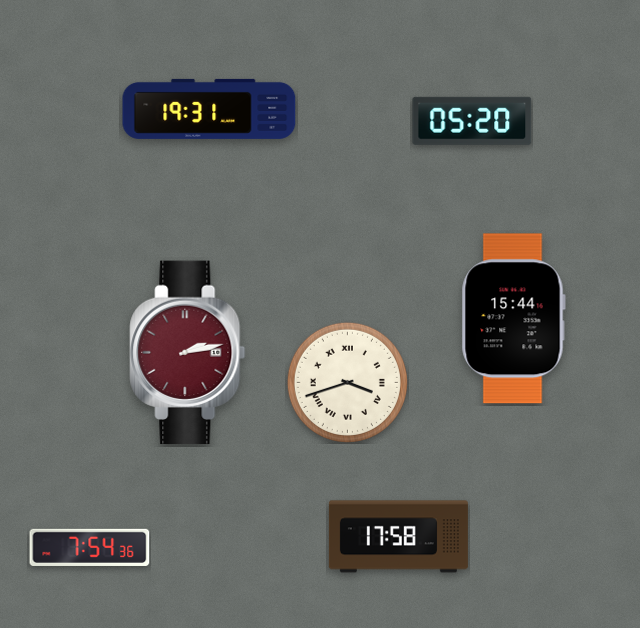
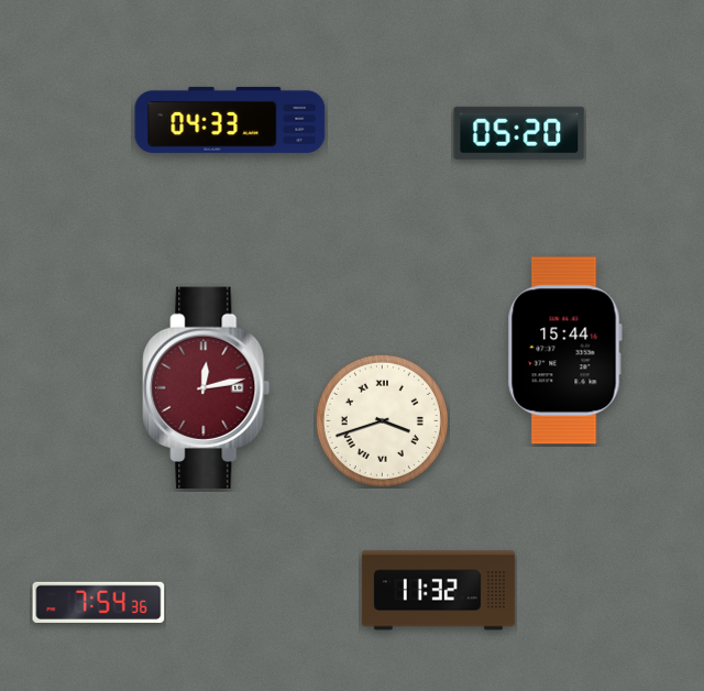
clock at (209, 109): 19:31 -> 04:33
clock at (188, 353): 2:13 -> 12:13
clock at (398, 537): 17:58 -> 11:32
